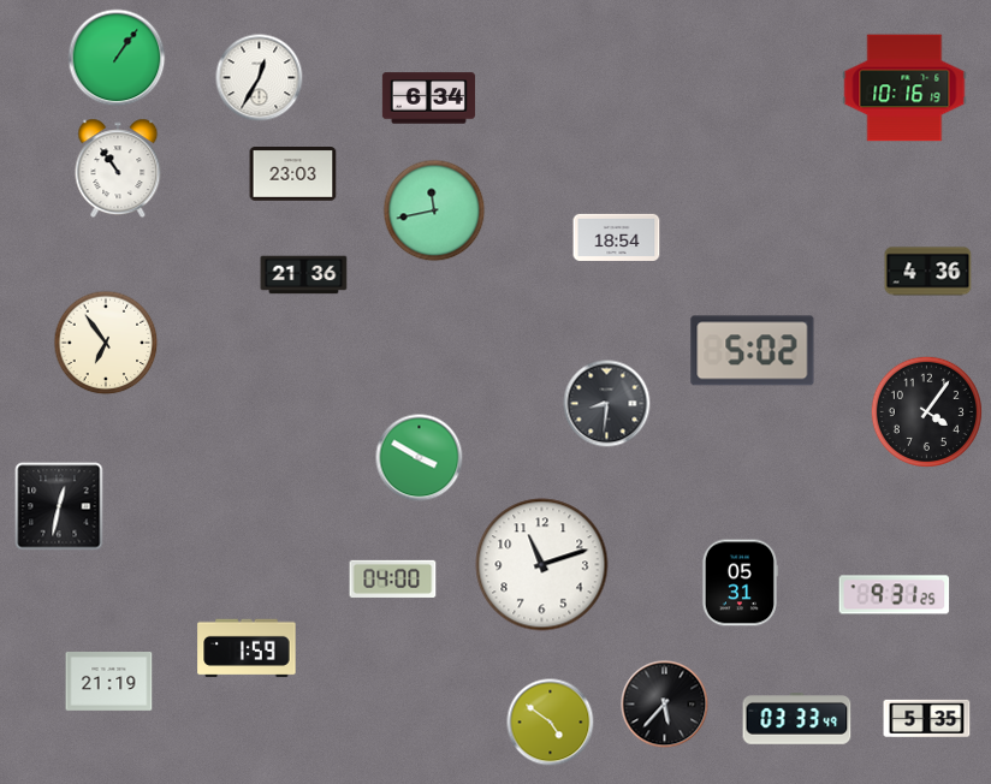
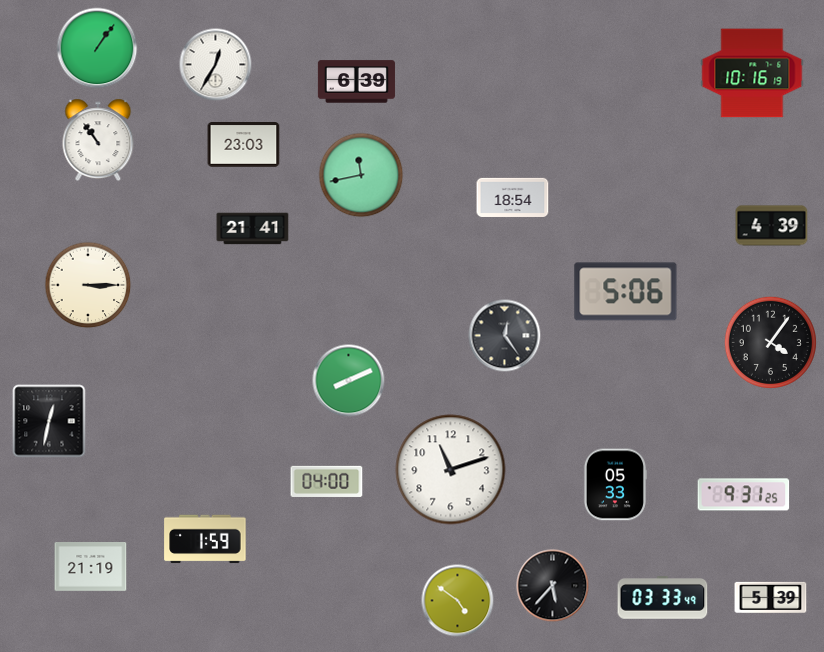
clock at (428, 99): 6:34 -> 6:39
clock at (928, 272): 4:36 -> 4:39
clock at (304, 275): 21:36 -> 21:41
clock at (106, 343): 6:54 -> 3:15
clock at (753, 351): 5:02 -> 5:06
clock at (607, 404): 8:31 -> 12:24
clock at (420, 458): 3:50 -> 8:11
clock at (740, 583): 05:31 -> 05:33
clock at (927, 718): 5:35 -> 5:39
